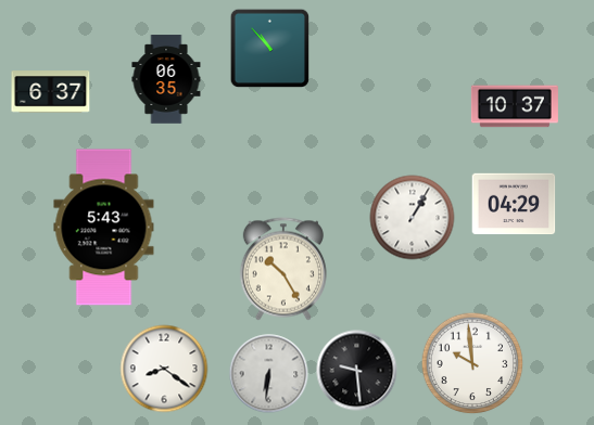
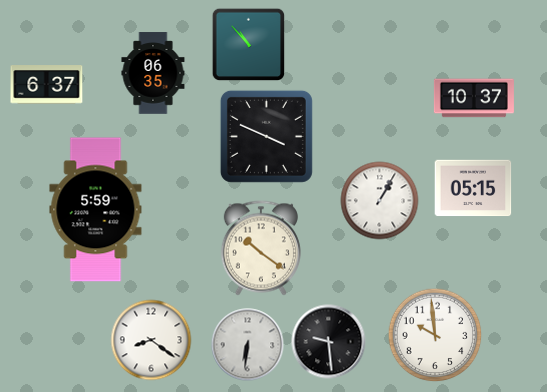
clock at (266, 136): none -> 3:49
clock at (514, 204): 04:29 -> 05:15
clock at (104, 228): 5:43 -> 5:59
clock at (283, 269): 10:25 -> 10:21
